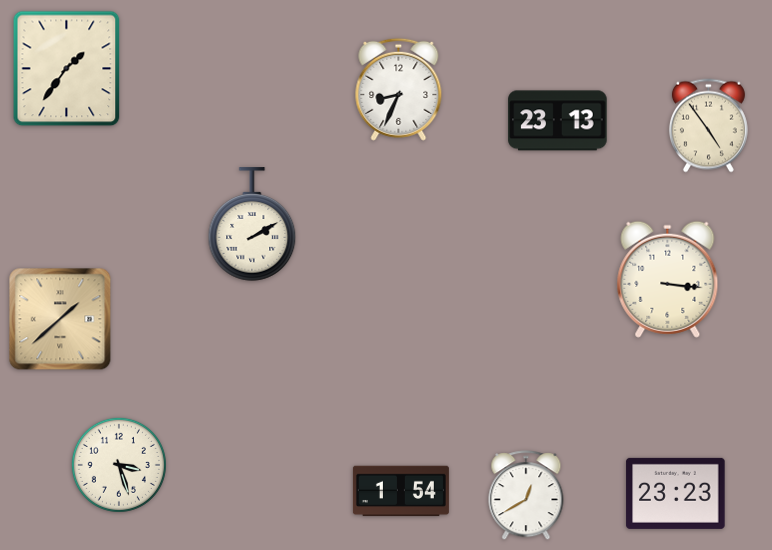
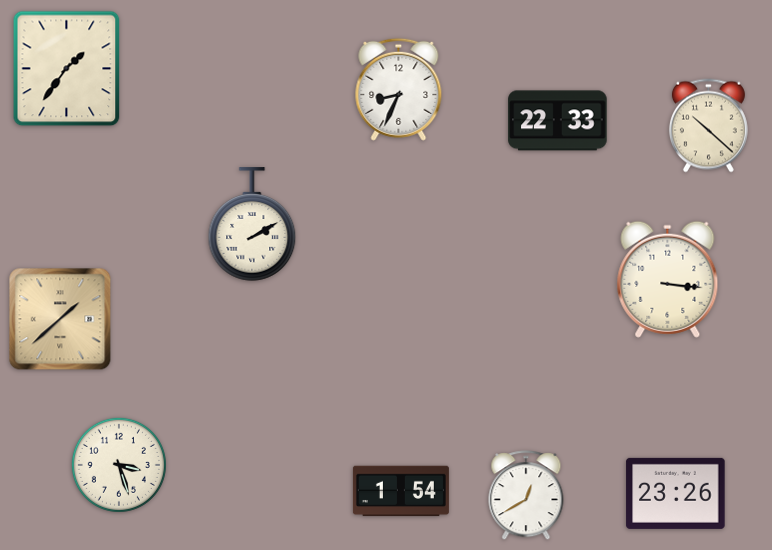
clock at (558, 121): 23:13 -> 22:33
clock at (708, 126): 4:54 -> 10:22
clock at (676, 493): 23:23 -> 23:26
